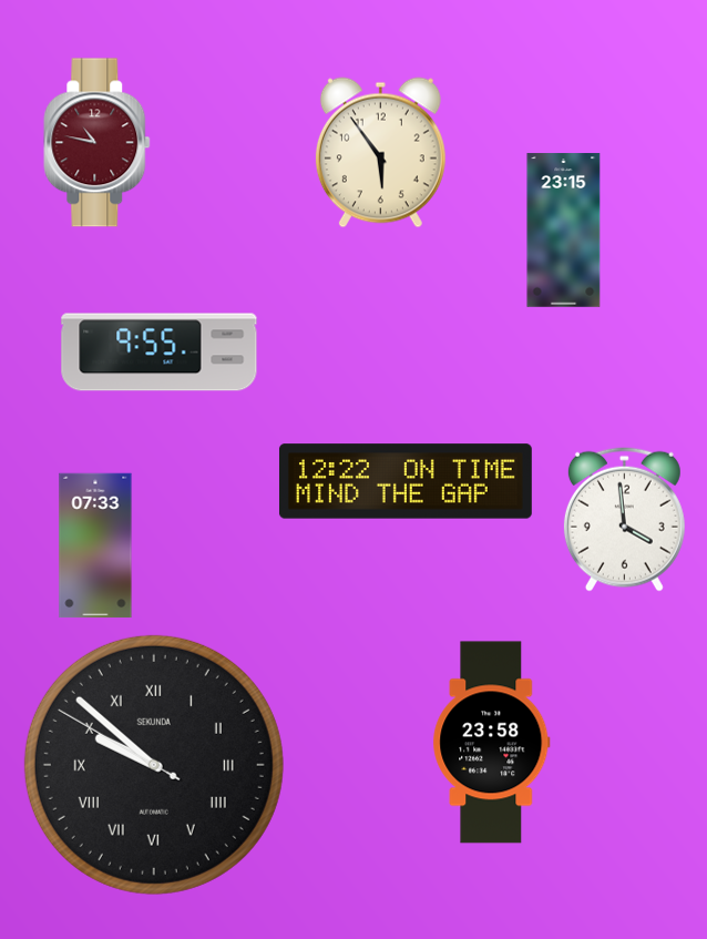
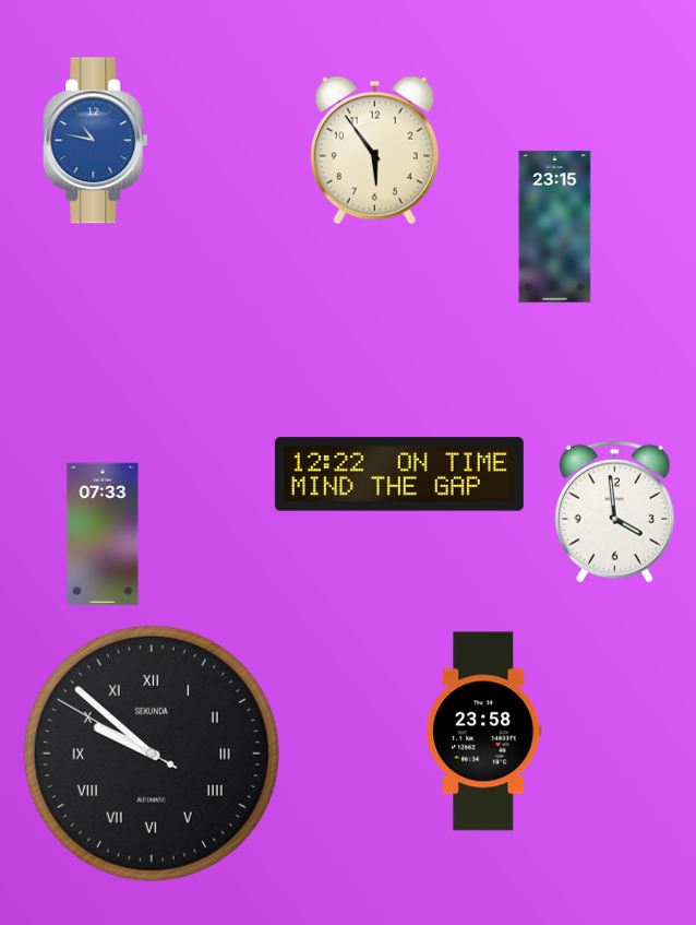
clock at (98, 143) dial: burgundy -> blue
clock at (160, 353): 9:55 -> none
clock at (95, 545) position: (95, 545) -> (103, 534)
